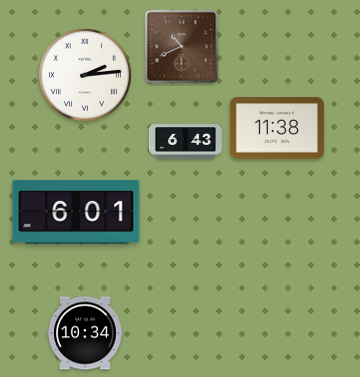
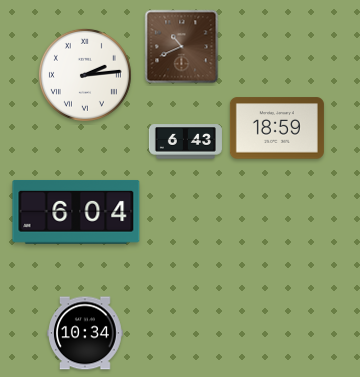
clock at (277, 128): 11:38 -> 18:59
clock at (76, 212): 6:01 -> 6:04
